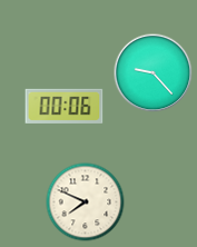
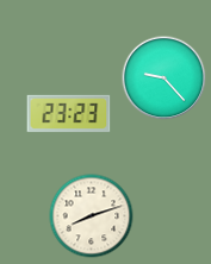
clock at (65, 106): 00:06 -> 23:23
clock at (86, 202): 7:49 -> 8:12
